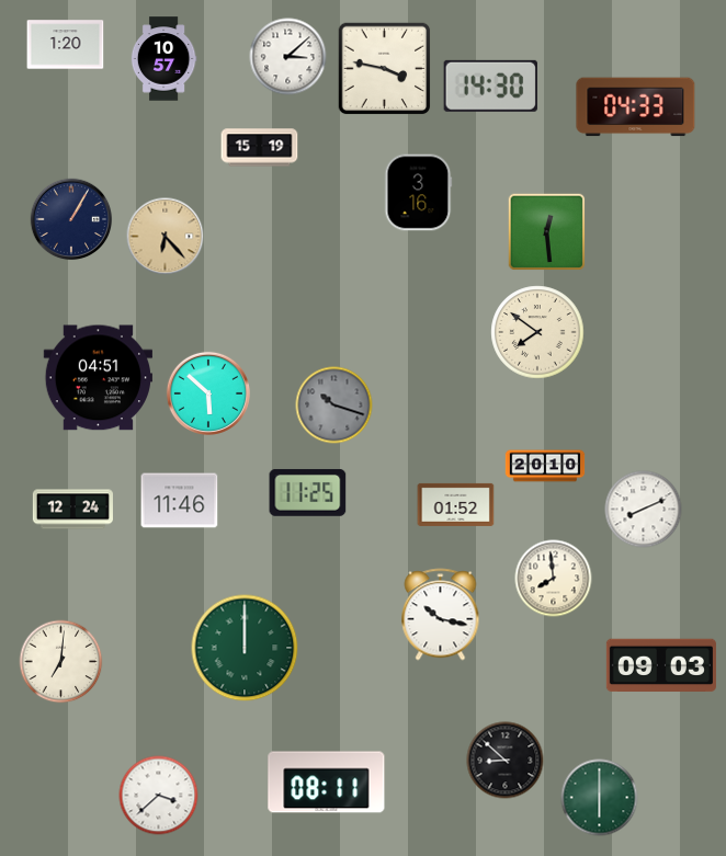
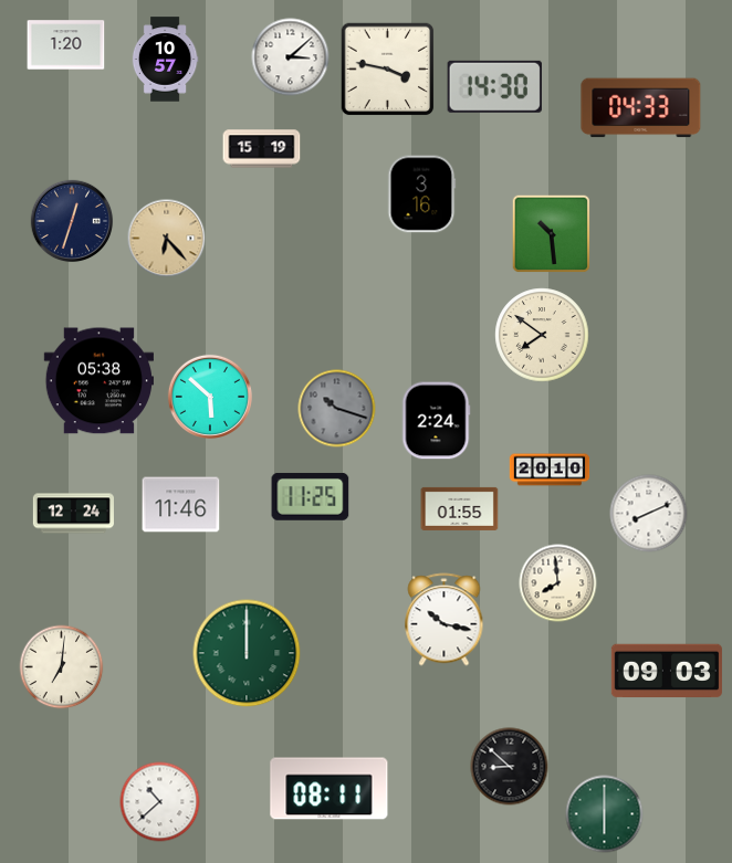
clock at (71, 219): 1:05 -> 12:33
clock at (547, 232): 12:29 -> 10:29
clock at (98, 378): 04:51 -> 05:38
clock at (436, 421): none -> 2:24
clock at (456, 504): 01:52 -> 01:55
clock at (159, 796): 3:38 -> 10:38
clock at (600, 798) position: (600, 798) -> (605, 814)
